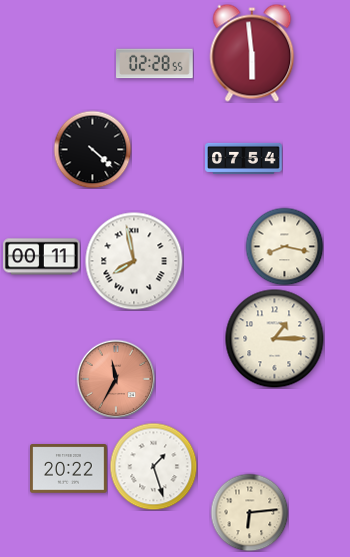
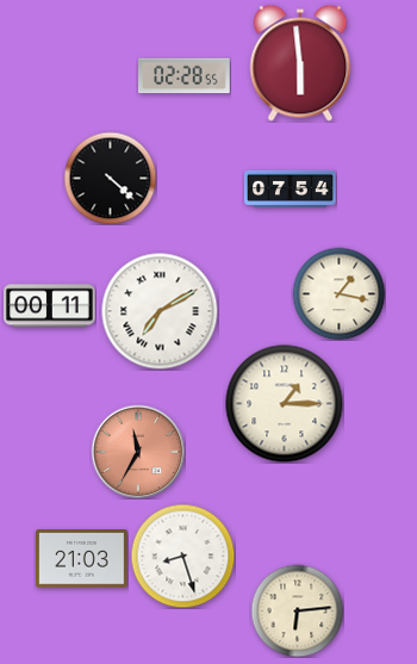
clock at (284, 246): 8:17 -> 1:17
clock at (134, 261): 7:58 -> 7:10
clock at (275, 339) position: (275, 339) -> (285, 404)
clock at (153, 466): 1:27 -> 8:27
clock at (69, 469): 20:22 -> 21:03
